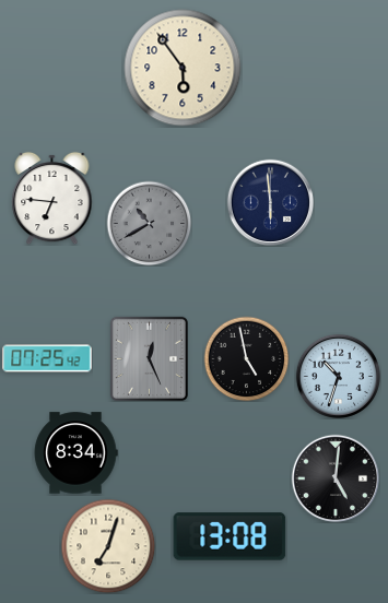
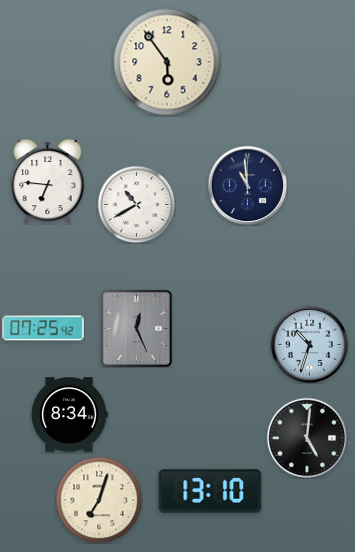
clock at (270, 202): 5:59 -> 10:59
clock at (149, 223) dial: grey -> white
clock at (246, 358): 4:58 -> none
clock at (230, 536): 13:08 -> 13:10
